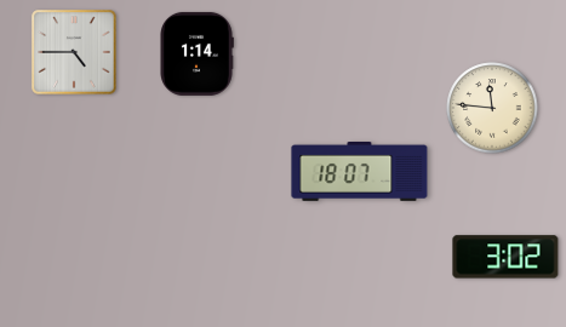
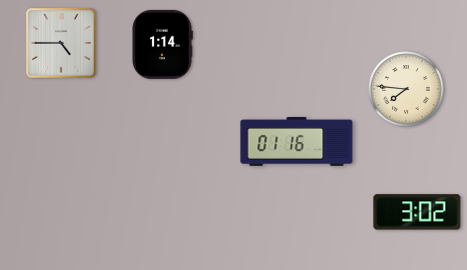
clock at (492, 108): 11:46 -> 7:46
clock at (360, 171): 18:07 -> 01:16
